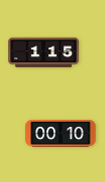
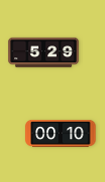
clock at (44, 53): 1:15 -> 5:29
